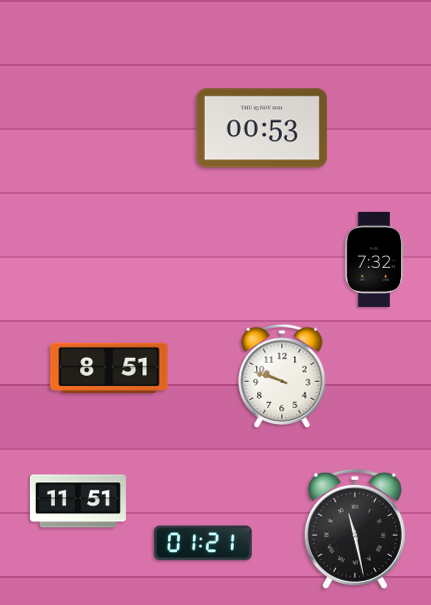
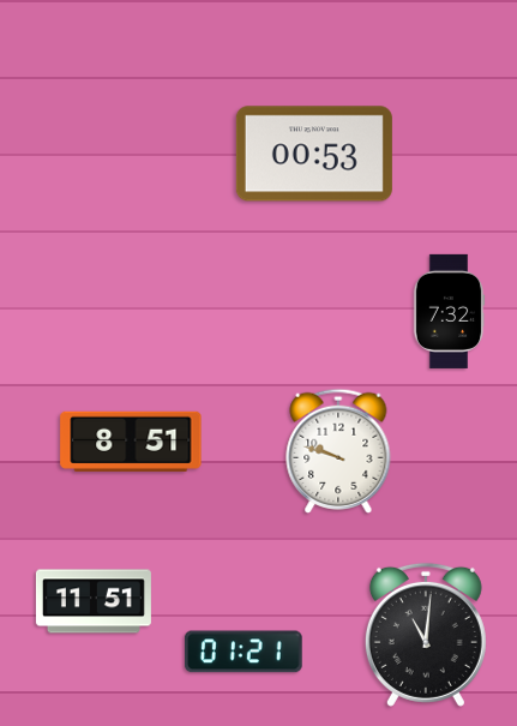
clock at (355, 529): 11:28 -> 11:01
